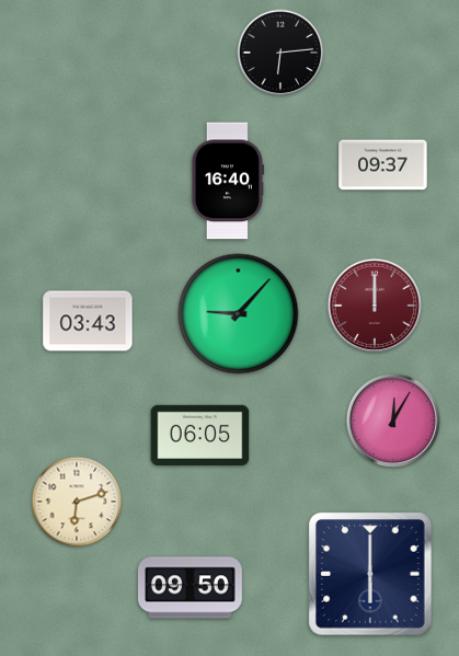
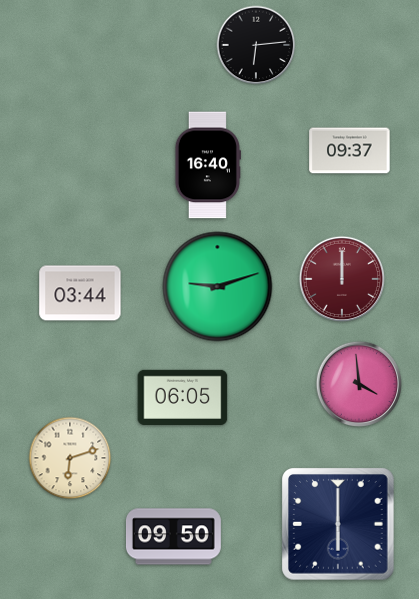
clock at (280, 53) position: (280, 53) -> (256, 45)
clock at (239, 314): 9:07 -> 9:12
clock at (88, 321): 03:43 -> 03:44
clock at (393, 421): 12:05 -> 3:59
